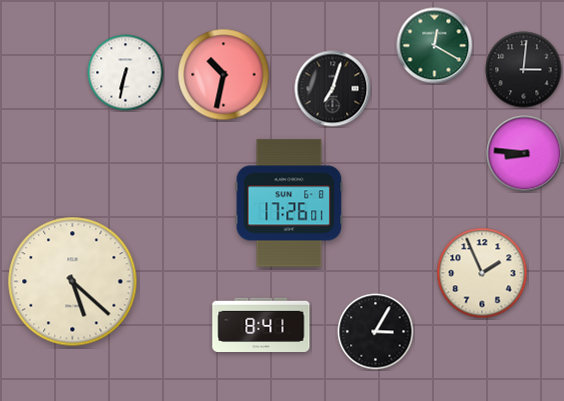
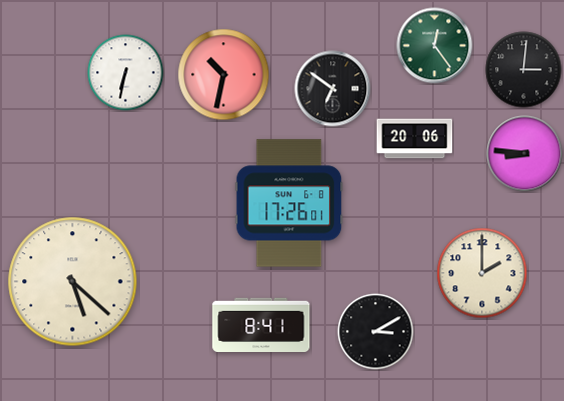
clock at (435, 46): 12:20 -> 12:24
clock at (333, 89): 7:03 -> 6:51
clock at (415, 139): none -> 20:06
clock at (482, 273): 1:56 -> 2:00
clock at (376, 332): 3:05 -> 3:10
